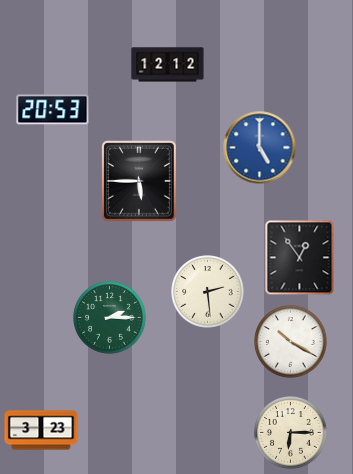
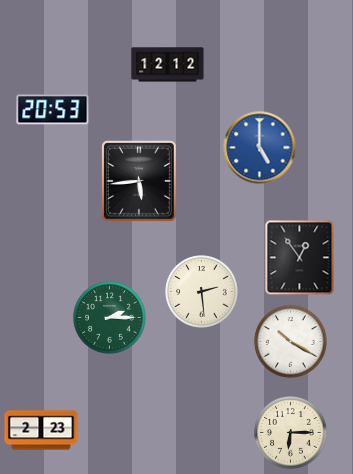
clock at (139, 181): 5:45 -> 5:44
clock at (208, 292) position: (208, 292) -> (202, 292)
clock at (41, 430): 3:23 -> 2:23
